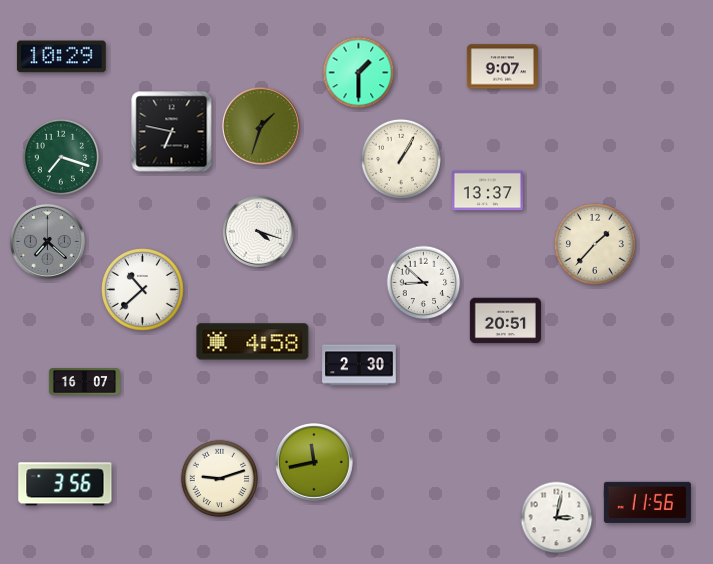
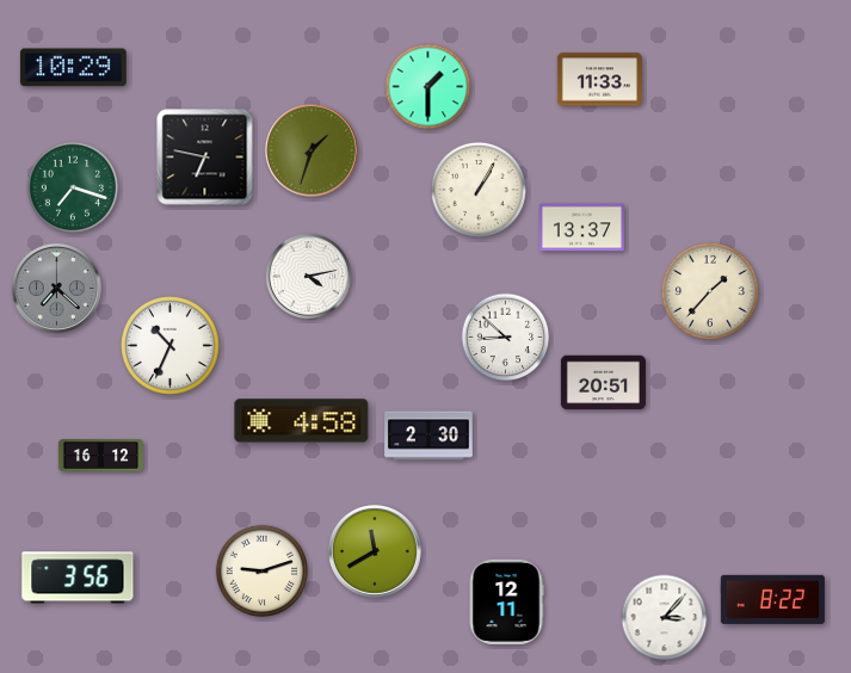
clock at (502, 67): 9:07 -> 11:33
clock at (258, 231): 4:18 -> 4:13
clock at (143, 290): 10:38 -> 10:34
clock at (253, 342) position: (253, 342) -> (302, 421)
clock at (84, 382): 16:07 -> 16:12
clock at (315, 463): 11:43 -> 11:40
clock at (647, 502): 11:56 -> 8:22
clock at (506, 601): none -> 12:11
clock at (557, 518): 3:02 -> 3:07
